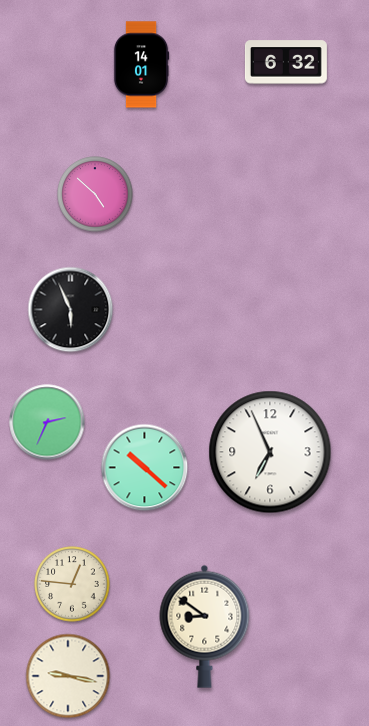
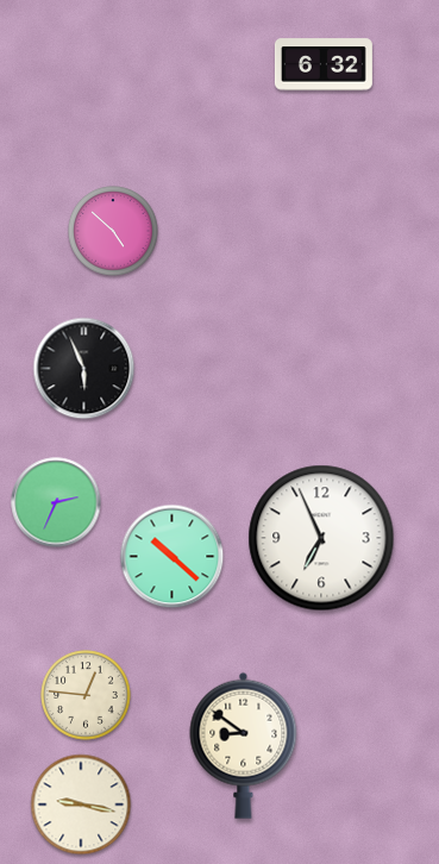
clock at (286, 62) position: (286, 62) -> (324, 64)
clock at (141, 65): 14:01 -> none
